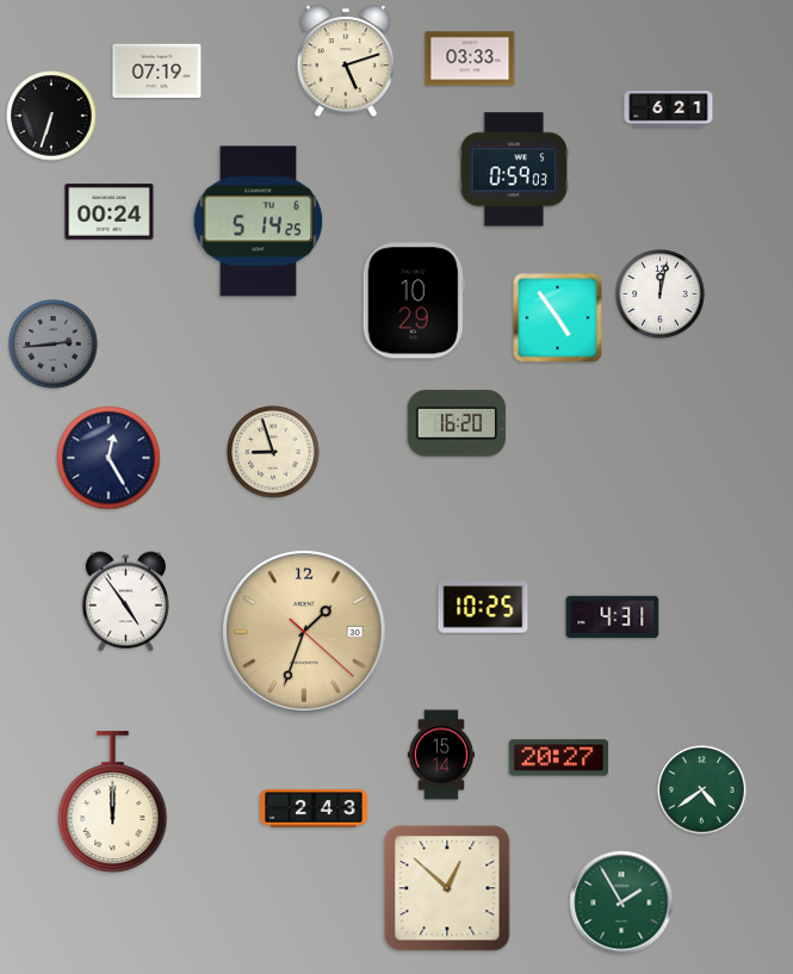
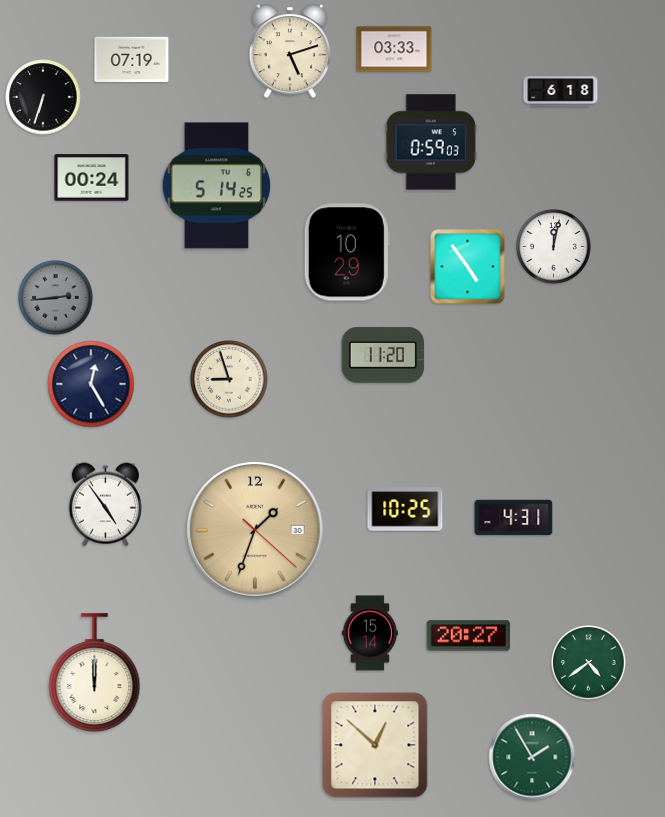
clock at (669, 110): 6:21 -> 6:18
clock at (54, 345) position: (54, 345) -> (56, 298)
clock at (457, 423): 16:20 -> 11:20
clock at (314, 808): 2:43 -> none
clock at (621, 902) position: (621, 902) -> (532, 757)
